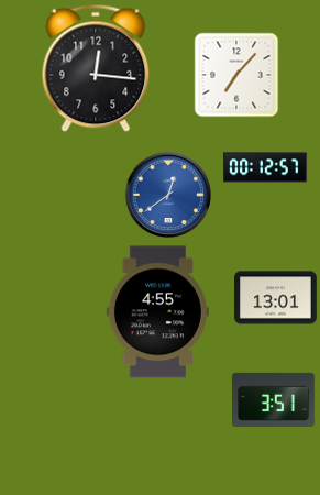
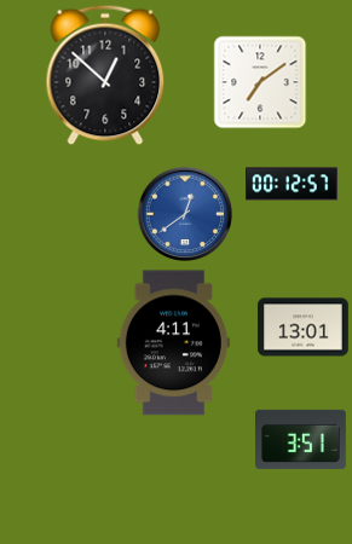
clock at (96, 68): 12:16 -> 12:52
clock at (236, 75): 7:07 -> 7:09
clock at (157, 312): 4:55 -> 4:11
